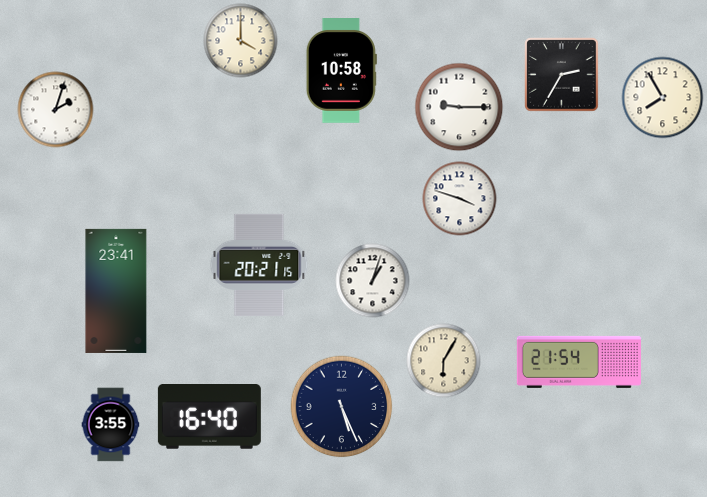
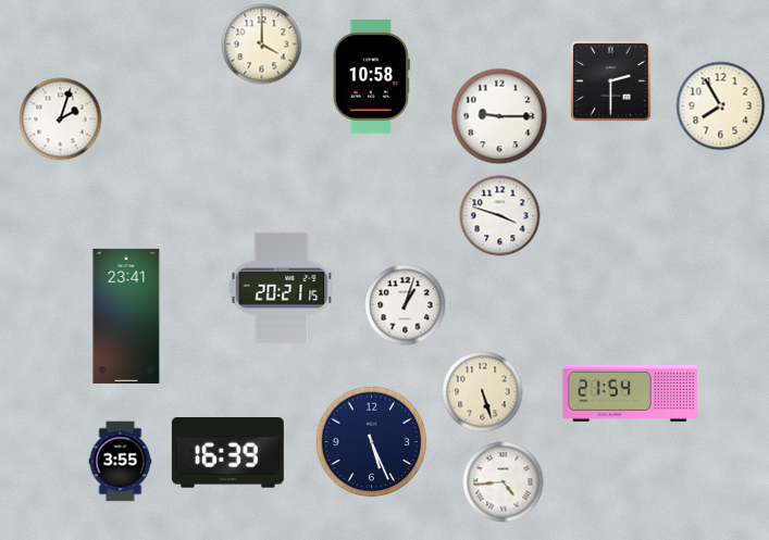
clock at (562, 75): 2:35 -> 2:30
clock at (444, 361): 6:05 -> 5:27
clock at (209, 417): 16:40 -> 16:39
clock at (504, 482): none -> 4:44
